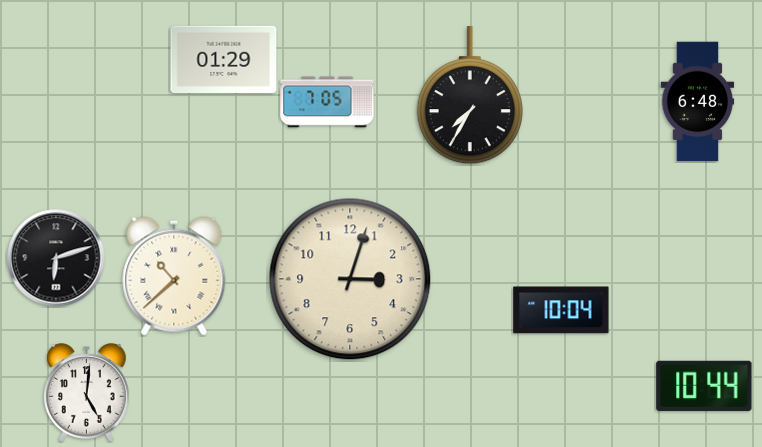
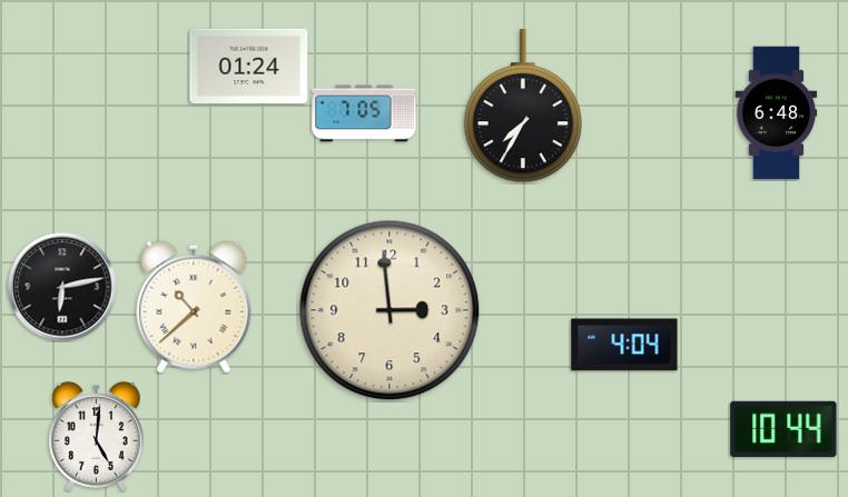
clock at (224, 59): 01:29 -> 01:24
clock at (56, 258): 6:12 -> 6:13
clock at (350, 279): 3:03 -> 2:59
clock at (561, 310): 10:04 -> 4:04
